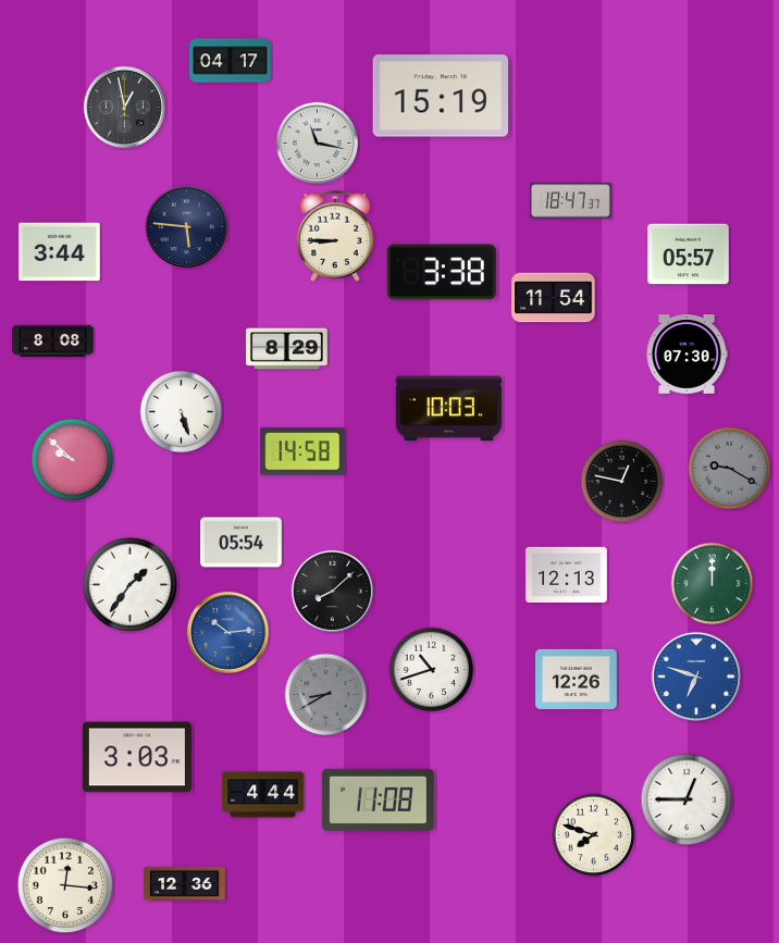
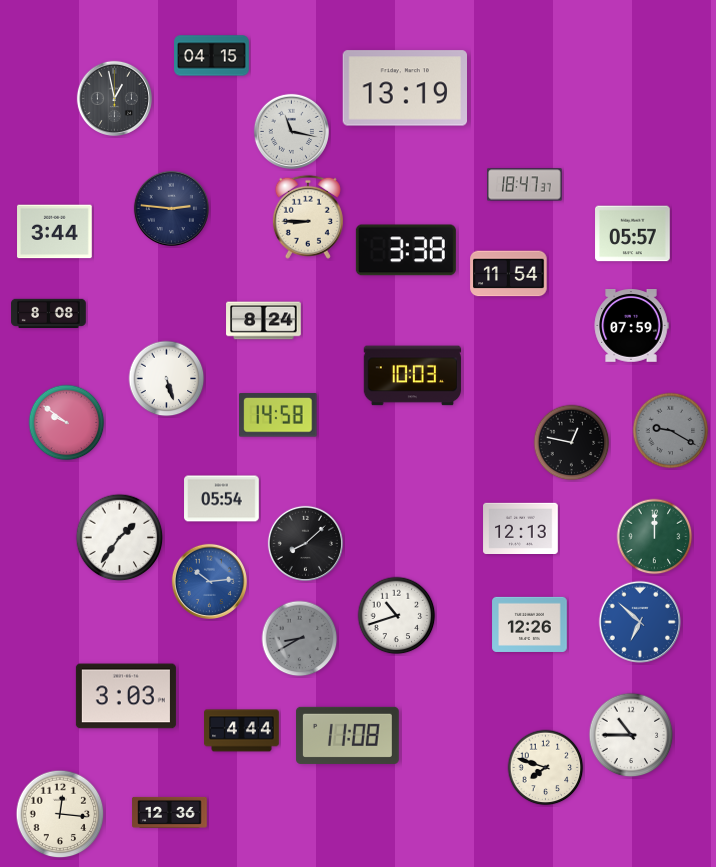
clock at (231, 61): 04:17 -> 04:15
clock at (440, 96): 15:19 -> 13:19
clock at (186, 226): 5:46 -> 2:46
clock at (287, 349): 8:29 -> 8:24
clock at (687, 355): 07:30 -> 07:59
clock at (73, 460): 9:52 -> 9:51
clock at (695, 675): 6:48 -> 6:52
clock at (687, 799): 12:45 -> 10:45
